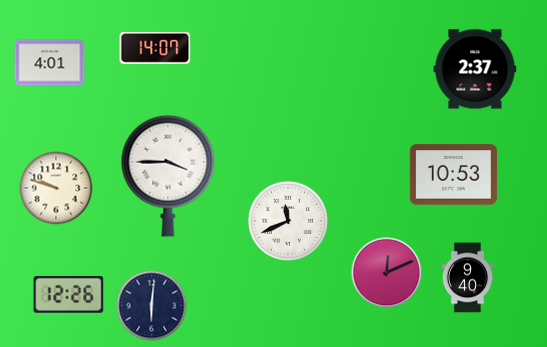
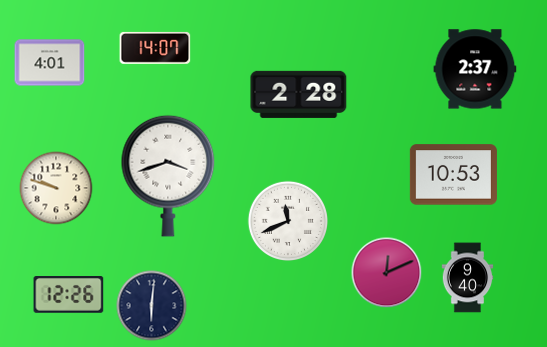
clock at (299, 94): none -> 2:28
clock at (168, 176): 3:45 -> 3:42
